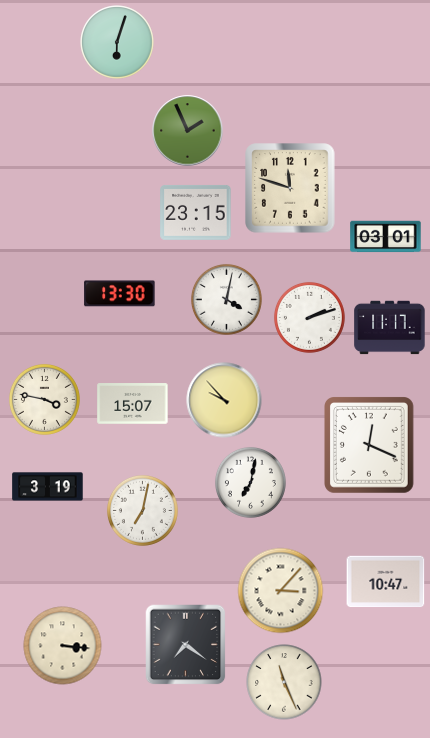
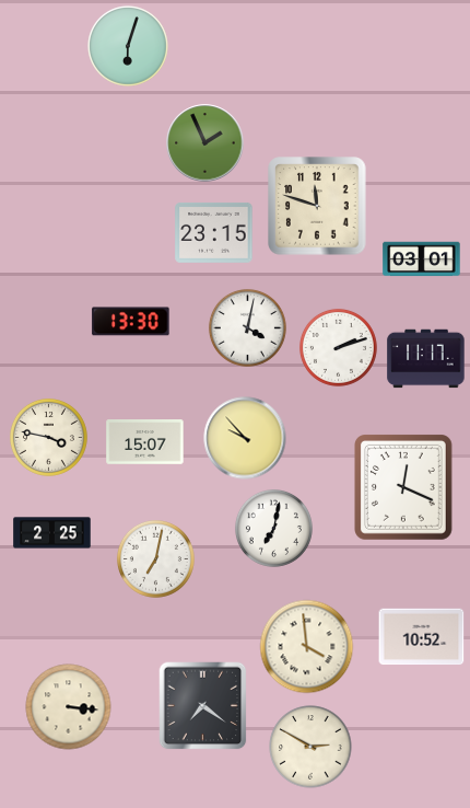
clock at (48, 487): 3:19 -> 2:25
clock at (386, 582): 10:47 -> 10:52
clock at (281, 591): 3:07 -> 3:59
clock at (284, 682): 11:26 -> 2:50
